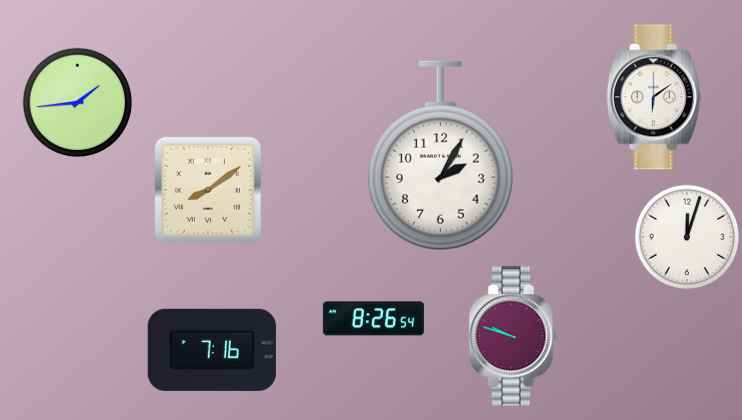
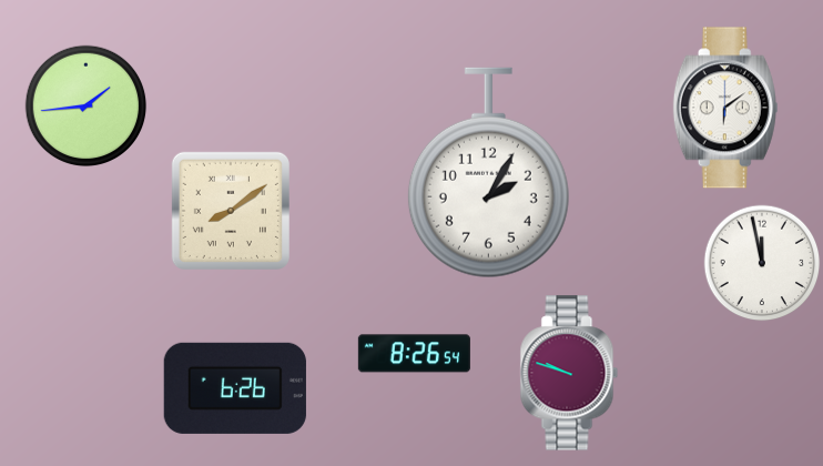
clock at (78, 103) position: (78, 103) -> (87, 107)
clock at (687, 237): 12:03 -> 11:58
clock at (212, 350): 7:16 -> 6:26
